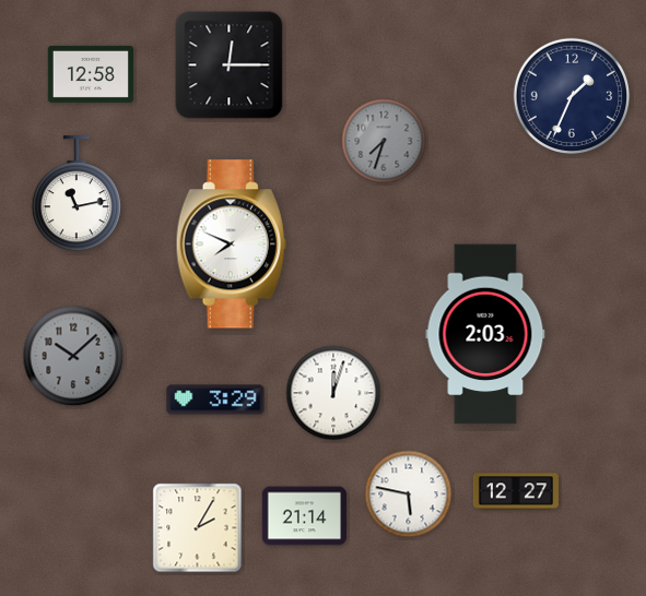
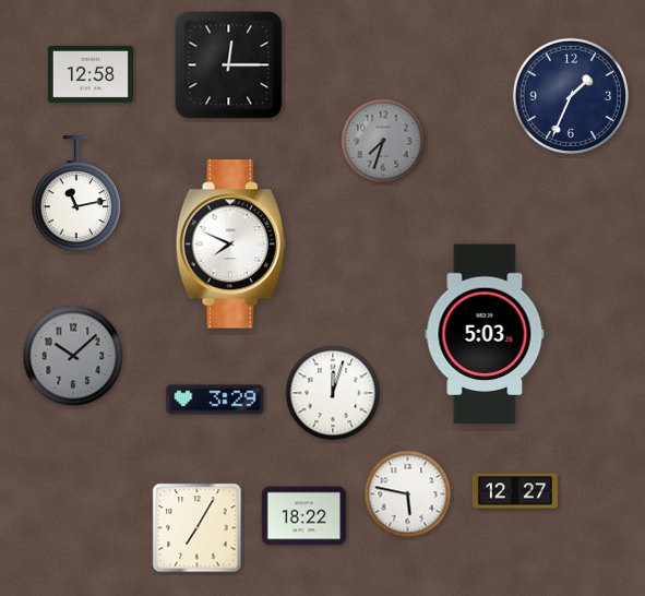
clock at (485, 334): 2:03 -> 5:03
clock at (304, 516): 21:14 -> 18:22
clock at (198, 528): 2:05 -> 7:05
